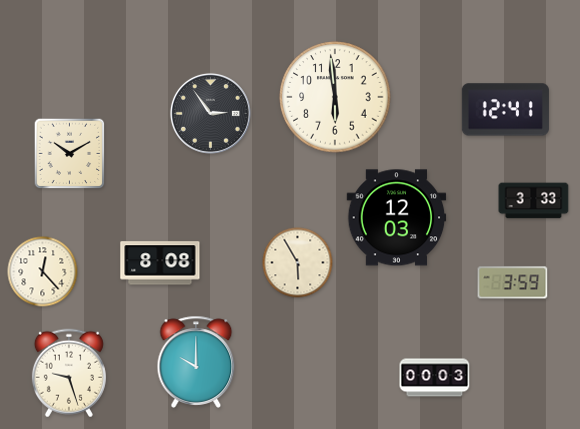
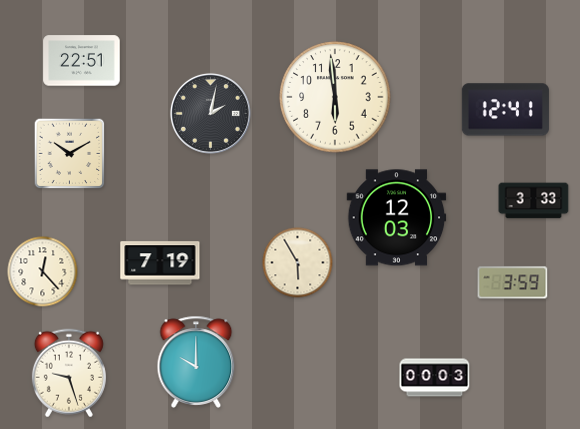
clock at (82, 61): none -> 22:51
clock at (210, 113): 2:54 -> 2:02
clock at (160, 263): 8:08 -> 7:19
